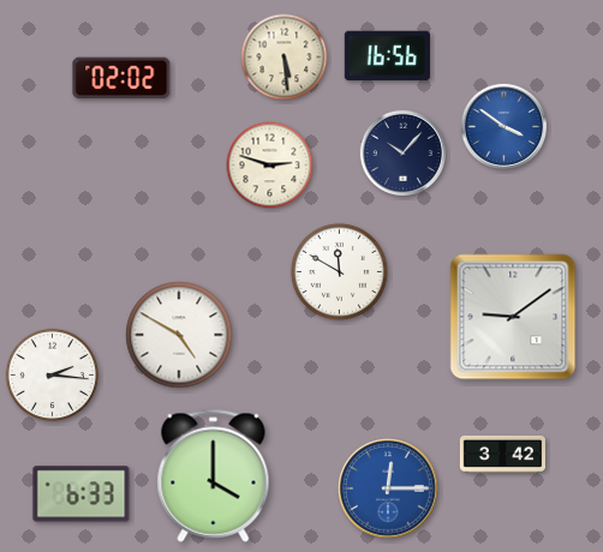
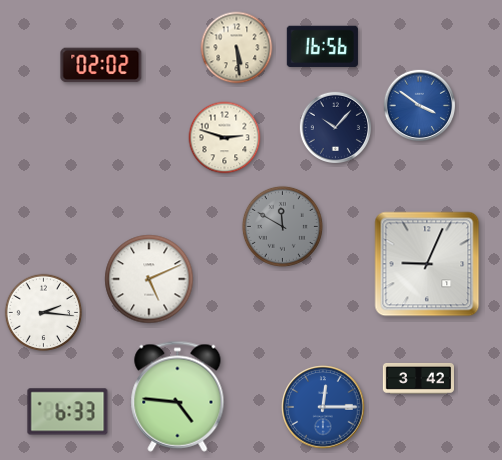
clock at (339, 271) dial: white -> grey
clock at (513, 317): 9:09 -> 9:04
clock at (179, 335): 4:50 -> 5:11
clock at (214, 475): 4:00 -> 4:46
